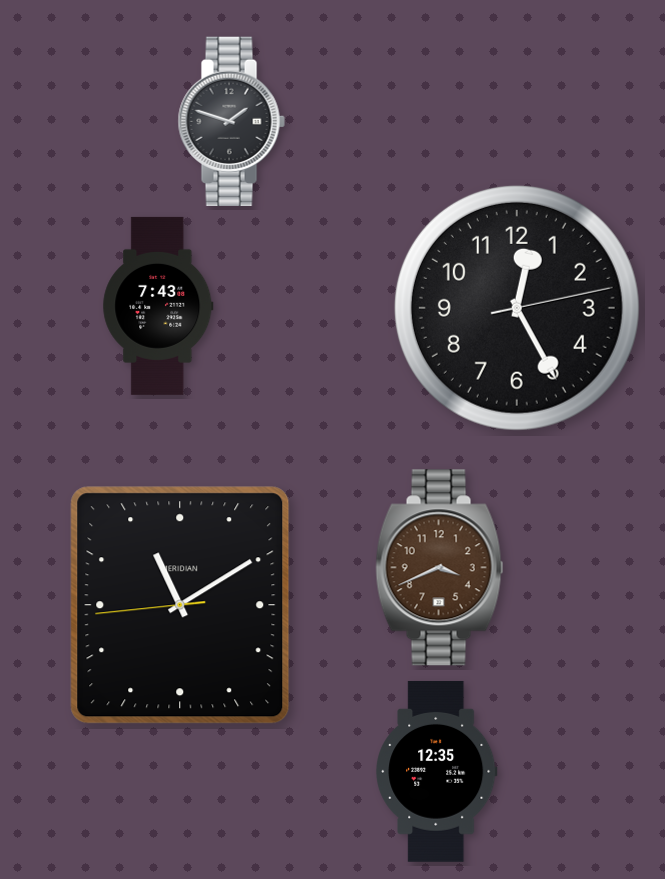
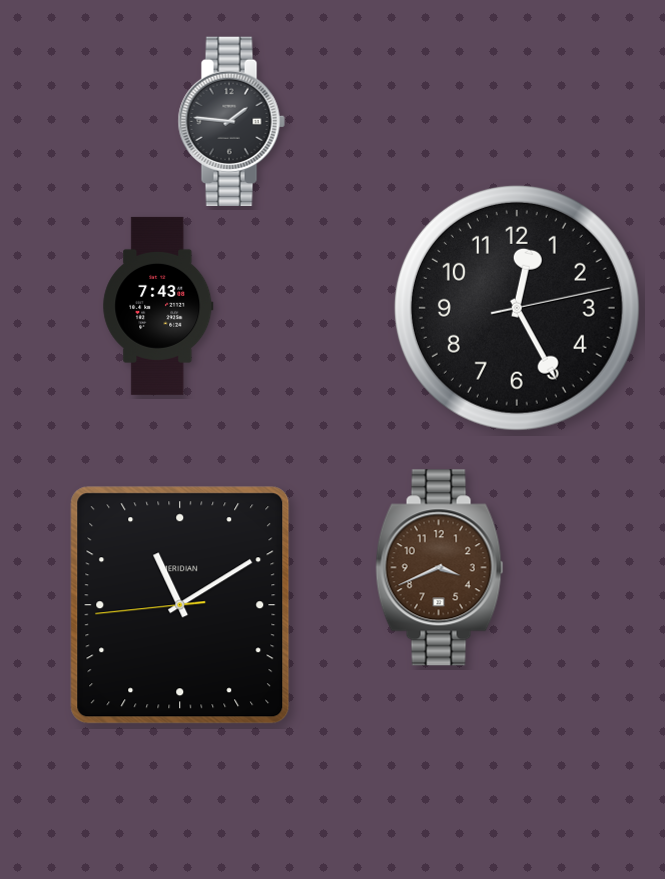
clock at (231, 121): 1:48 -> 1:46
clock at (437, 771): 12:35 -> none
